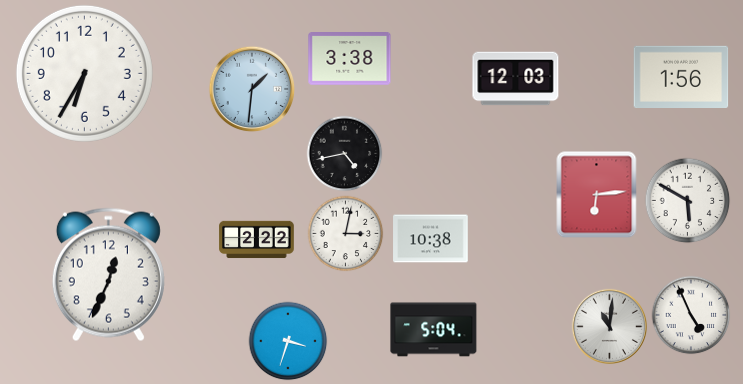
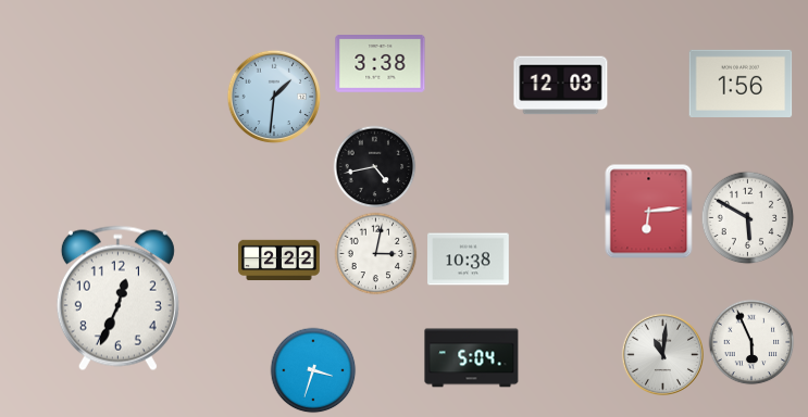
clock at (84, 73): 6:35 -> none
clock at (691, 315): 4:56 -> 5:56
